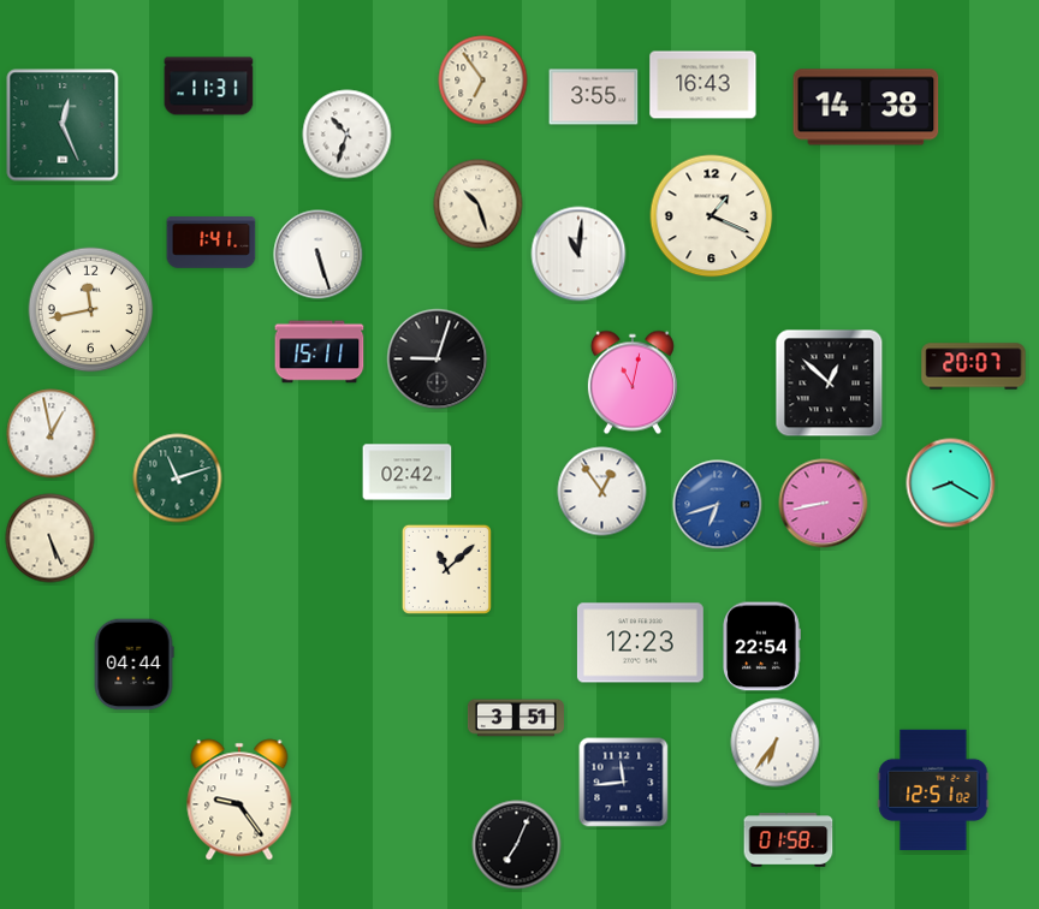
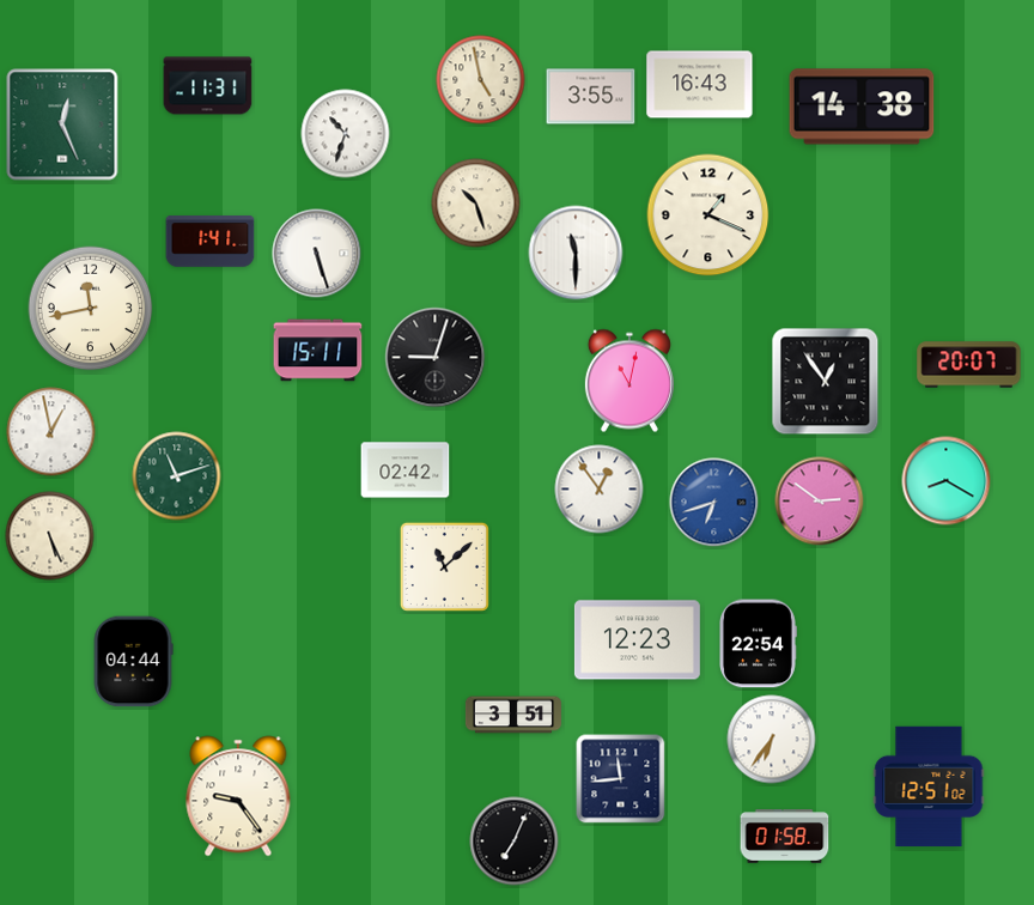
clock at (483, 81): 6:54 -> 4:58
clock at (578, 254): 11:01 -> 11:30
clock at (830, 384): 12:52 -> 12:54
clock at (824, 504): 8:43 -> 2:51
